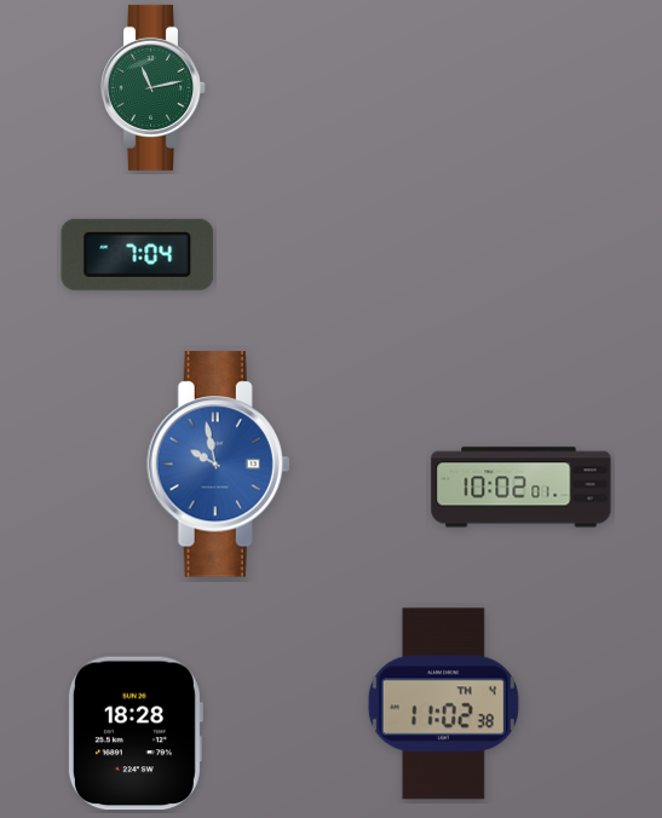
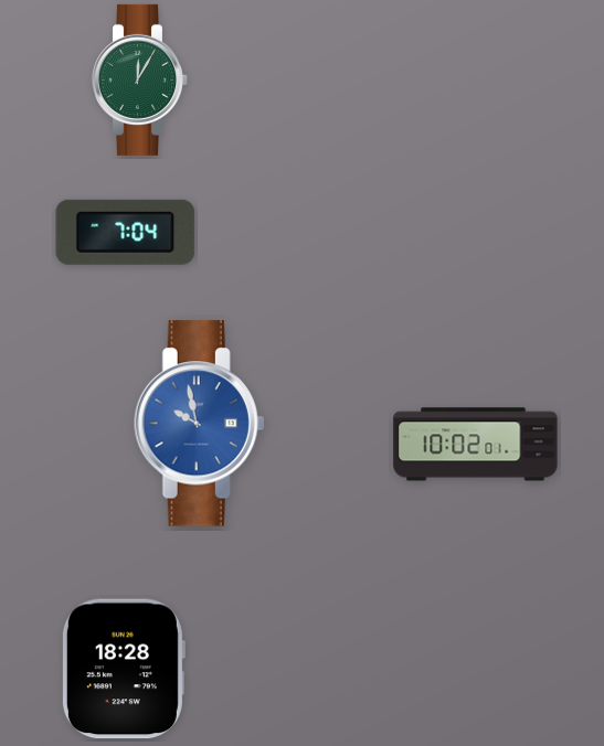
clock at (154, 87): 11:13 -> 12:05
clock at (443, 704): 11:02 -> none
